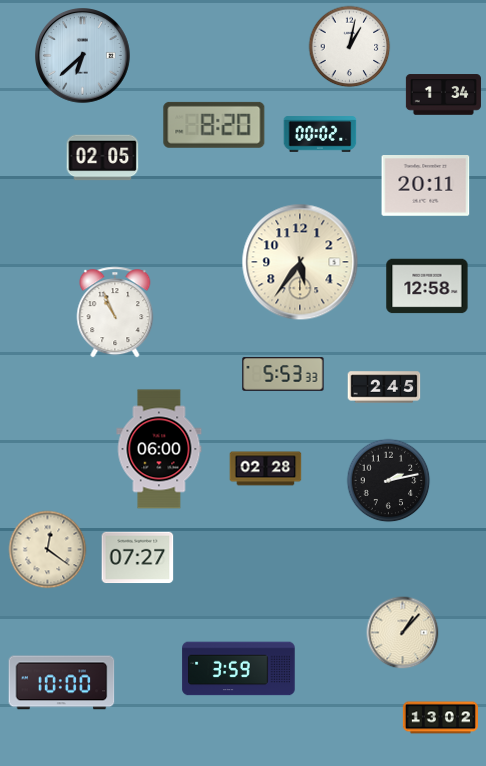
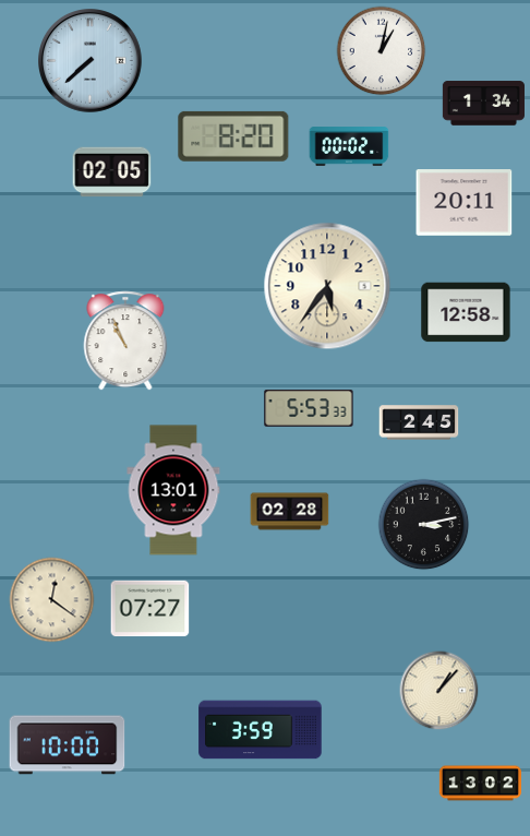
clock at (83, 56): 6:38 -> 7:38
clock at (159, 449): 06:00 -> 13:01
clock at (389, 481): 2:13 -> 3:13
